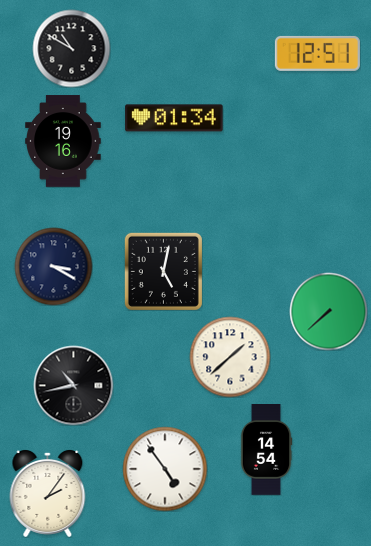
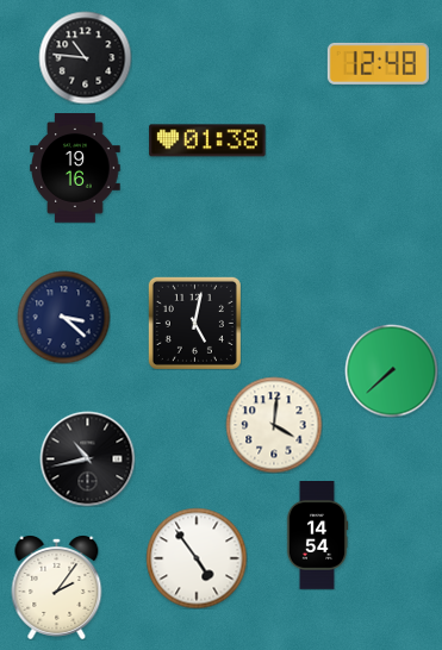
clock at (71, 48): 10:50 -> 10:46
clock at (317, 53): 12:51 -> 12:48
clock at (174, 118): 01:34 -> 01:38
clock at (53, 266): 3:20 -> 3:22
clock at (230, 357): 1:38 -> 4:01
